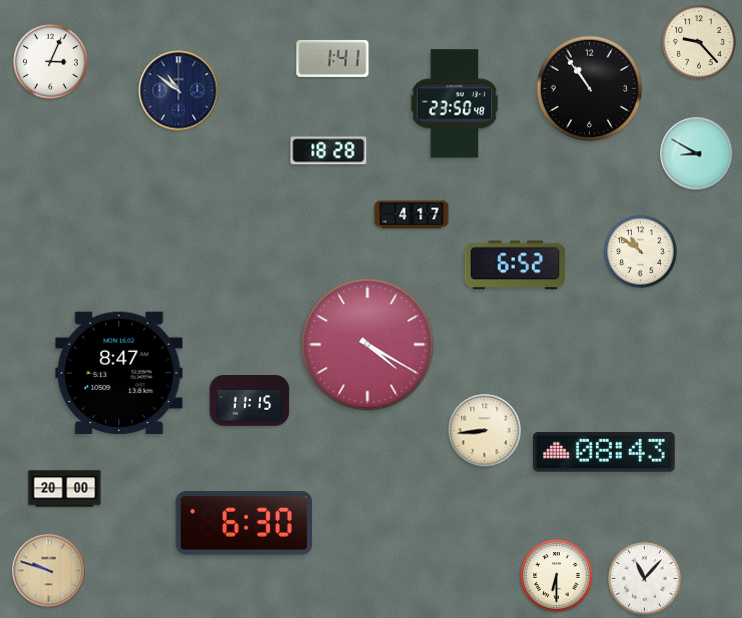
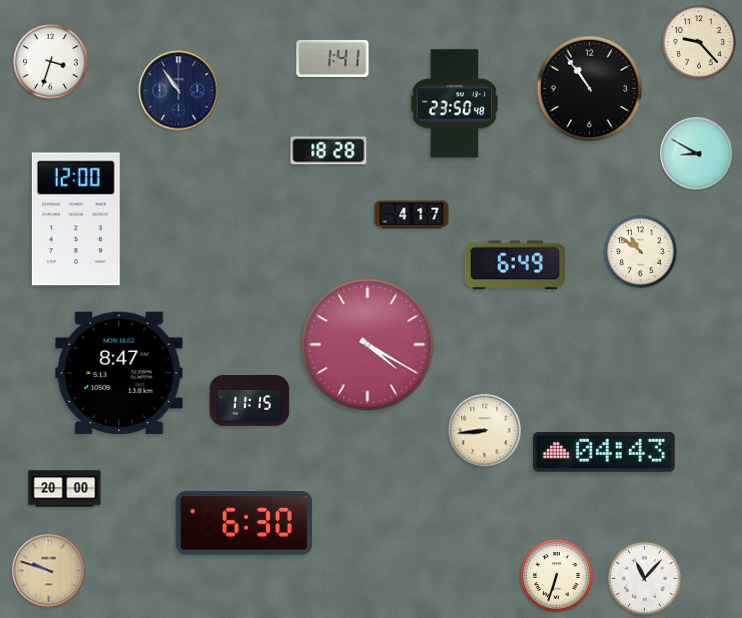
clock at (51, 62): 3:04 -> 3:33
clock at (179, 91): 10:51 -> 10:54
clock at (76, 219): none -> 12:00
clock at (515, 265): 6:52 -> 6:49
clock at (604, 452): 08:43 -> 04:43
clock at (557, 576): 6:30 -> 6:33
